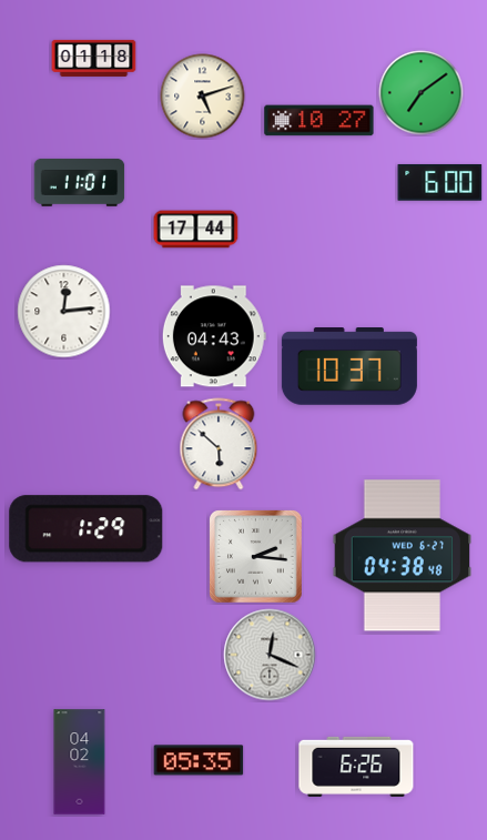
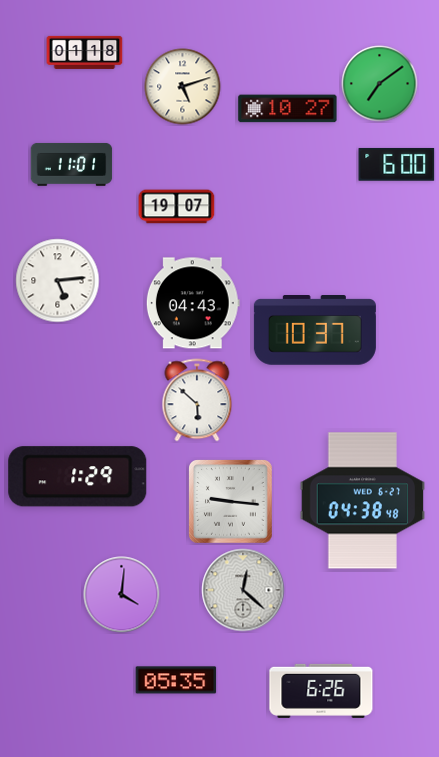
clock at (196, 230): 17:44 -> 19:07
clock at (64, 312): 12:14 -> 5:14
clock at (256, 557): 2:16 -> 9:16
clock at (270, 655): 12:19 -> 12:22
clock at (122, 595): none -> 4:01
clock at (199, 760) position: (199, 760) -> (176, 680)
clock at (80, 762): 04:02 -> none
